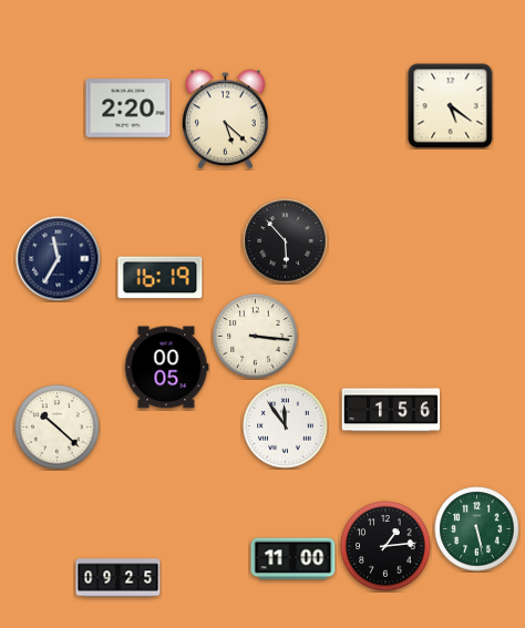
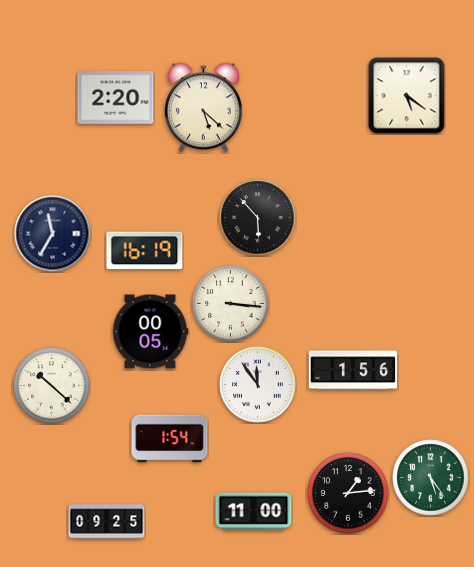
clock at (170, 439): none -> 1:54
clock at (477, 529): 5:28 -> 5:24
clock at (294, 559) position: (294, 559) -> (254, 512)
